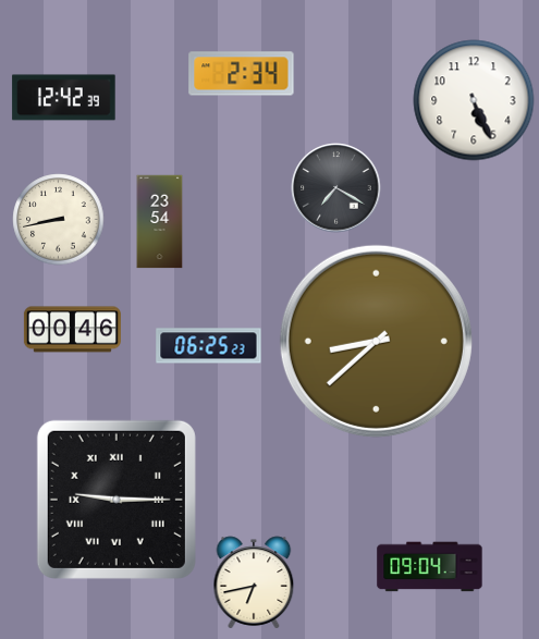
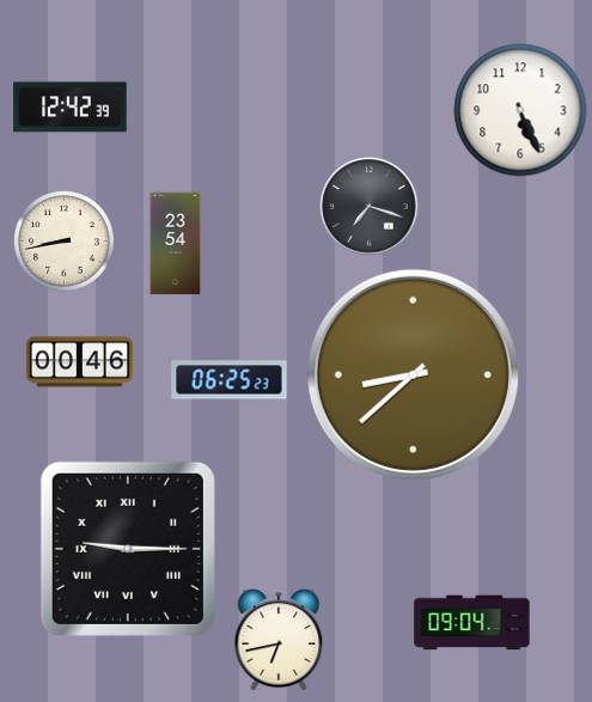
clock at (242, 74): 2:34 -> none
clock at (336, 188): 7:20 -> 7:18
